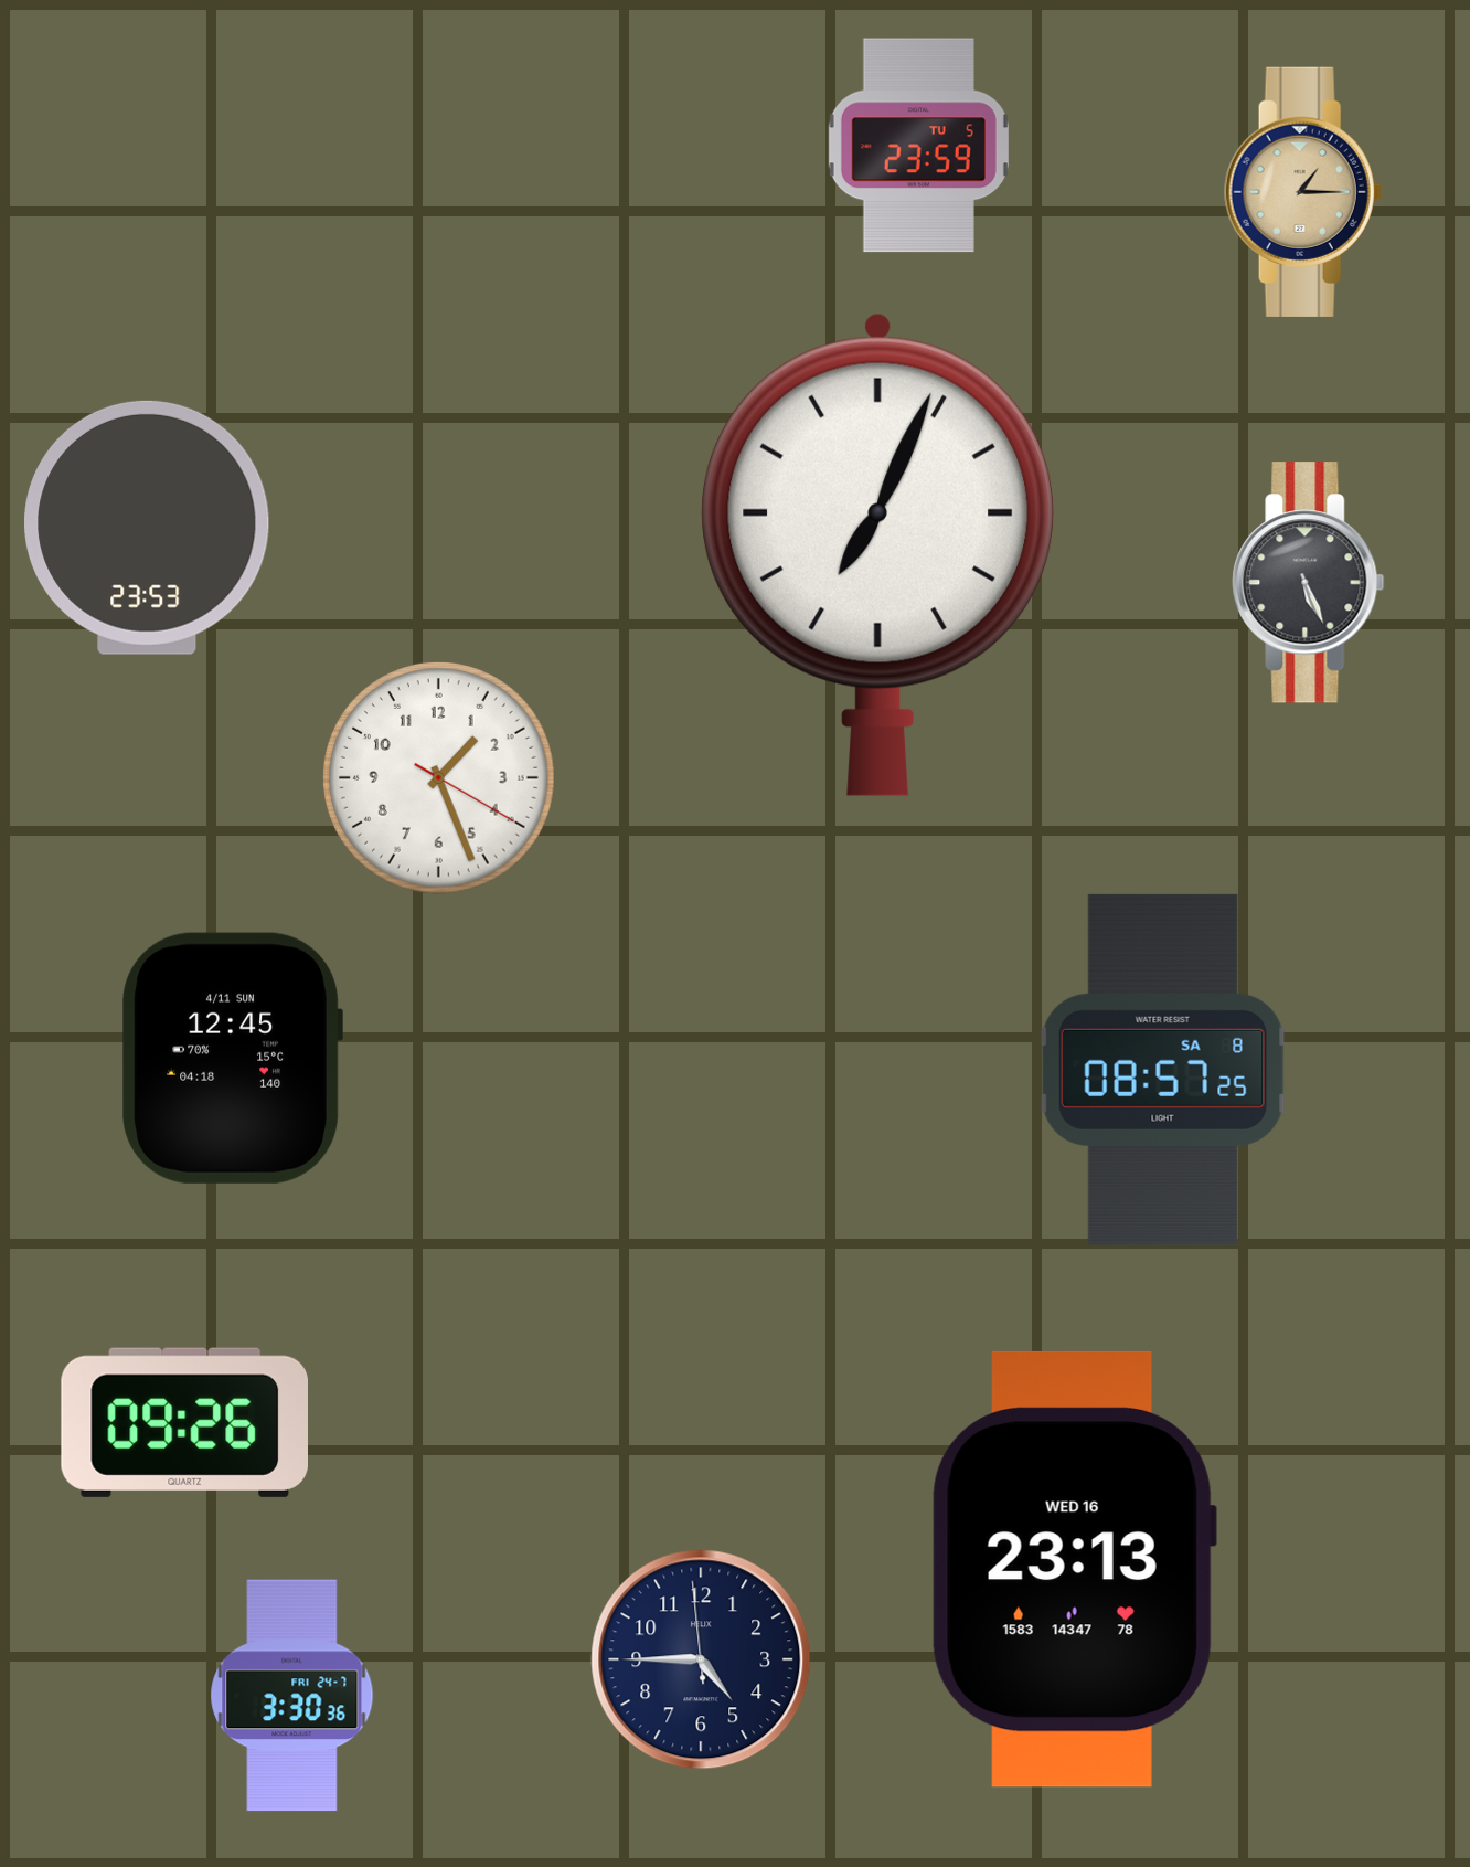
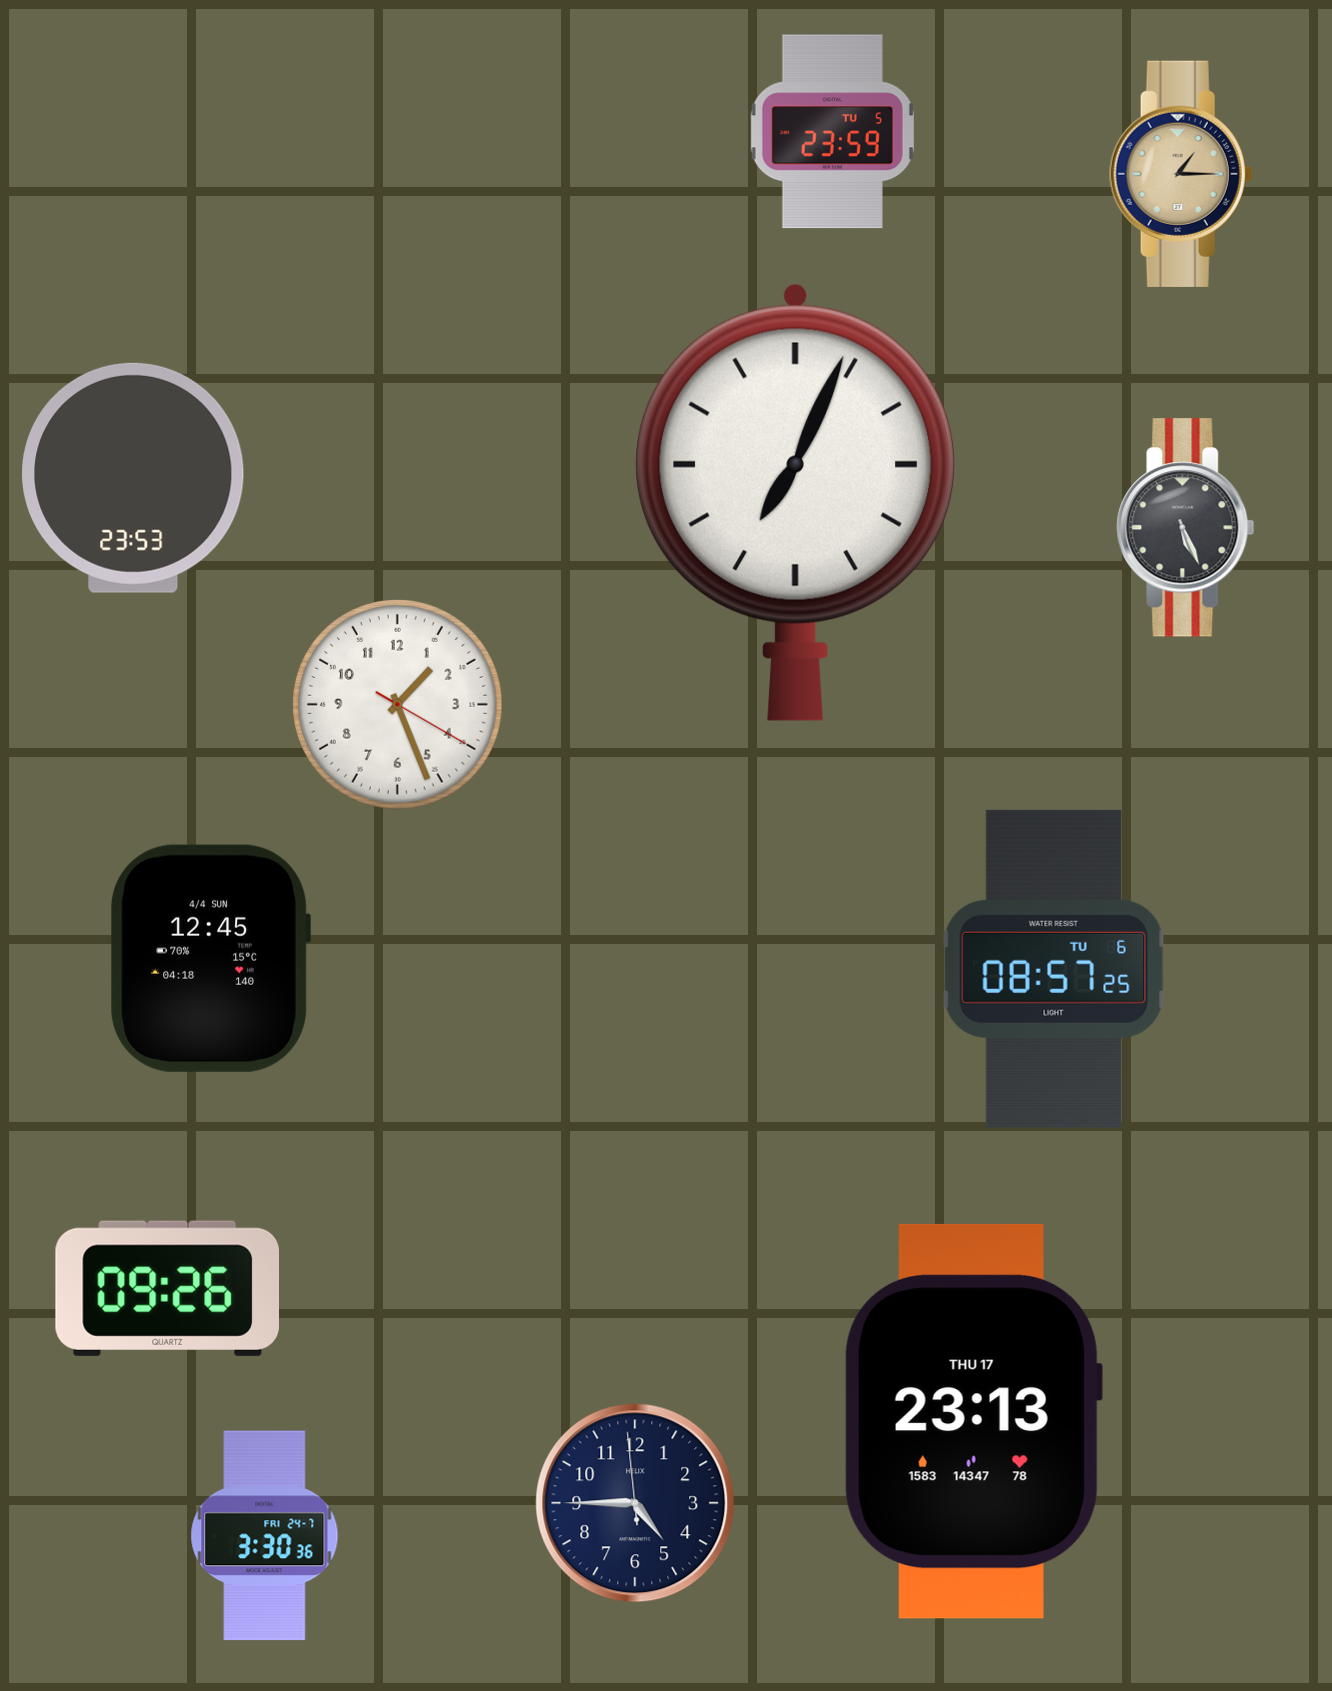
clock at (232, 1058) date: 4/11 SUN -> 4/4 SUN
clock at (1163, 1070) date: SA 8 -> TU 6
clock at (1074, 1569) date: WED 16 -> THU 17
